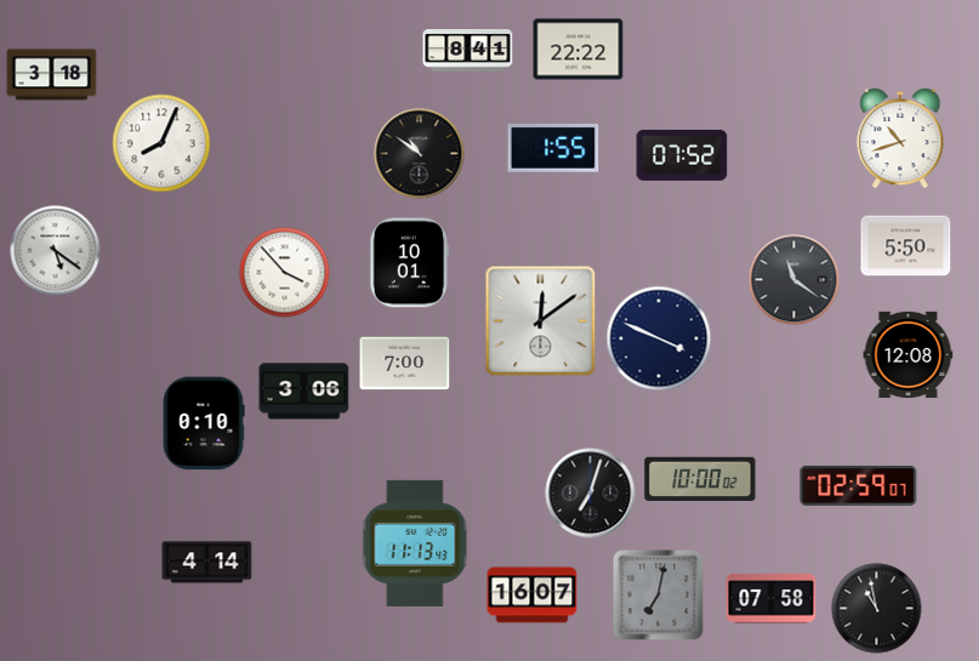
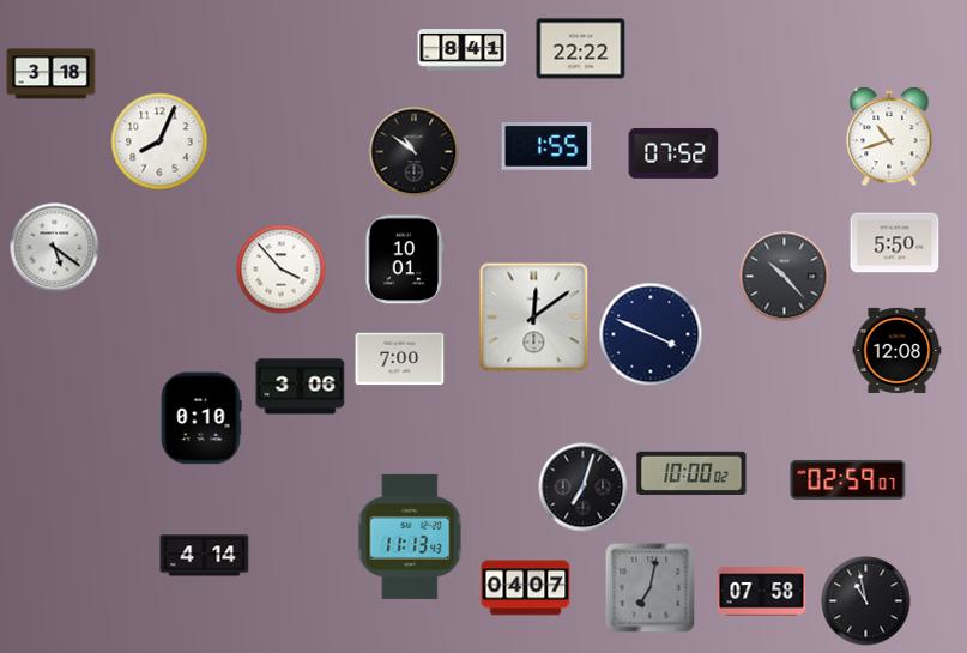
clock at (579, 50) position: (579, 50) -> (581, 49)
clock at (795, 280): 11:21 -> 10:23
clock at (533, 596): 16:07 -> 04:07
